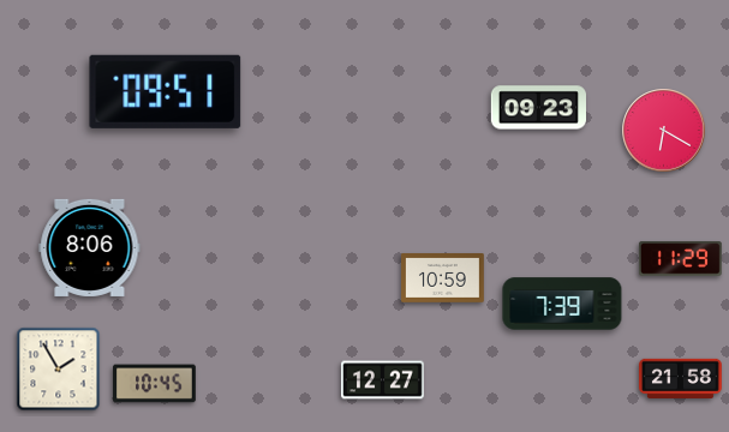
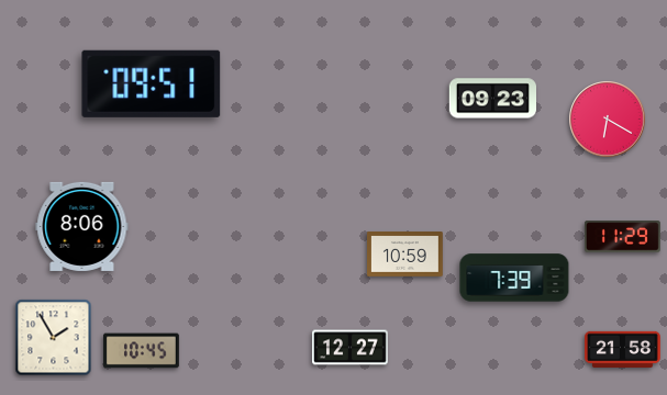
clock at (681, 378) position: (681, 378) -> (623, 349)
